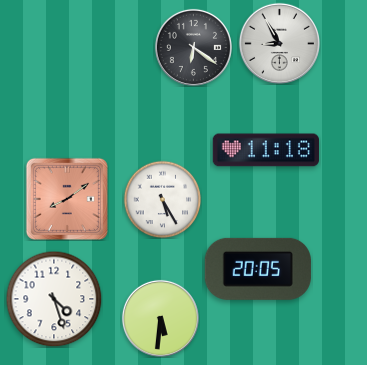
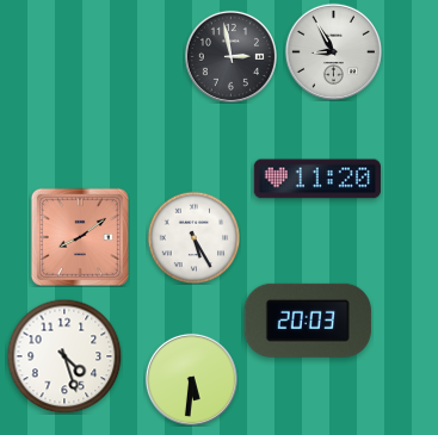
clock at (193, 47): 6:21 -> 2:58
clock at (266, 150): 11:18 -> 11:20
clock at (258, 269): 20:05 -> 20:03
